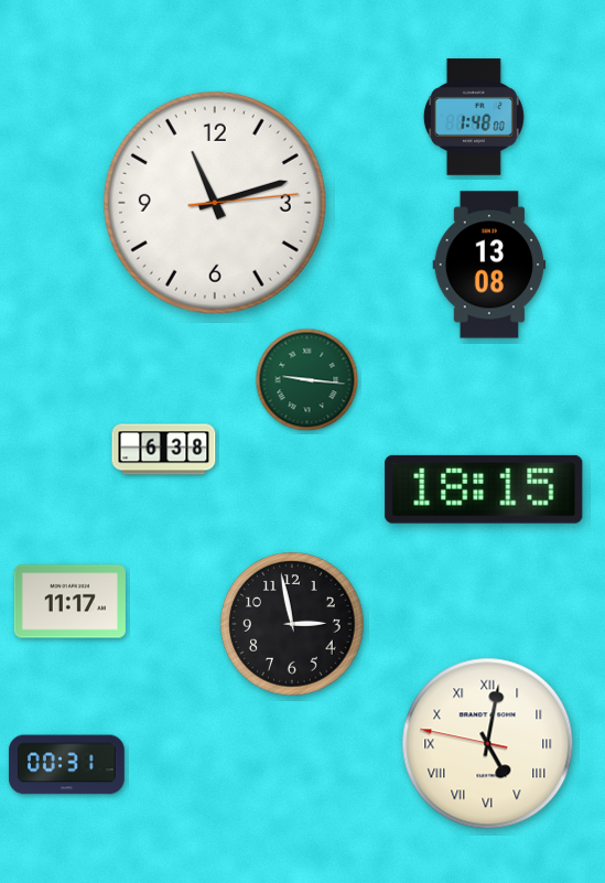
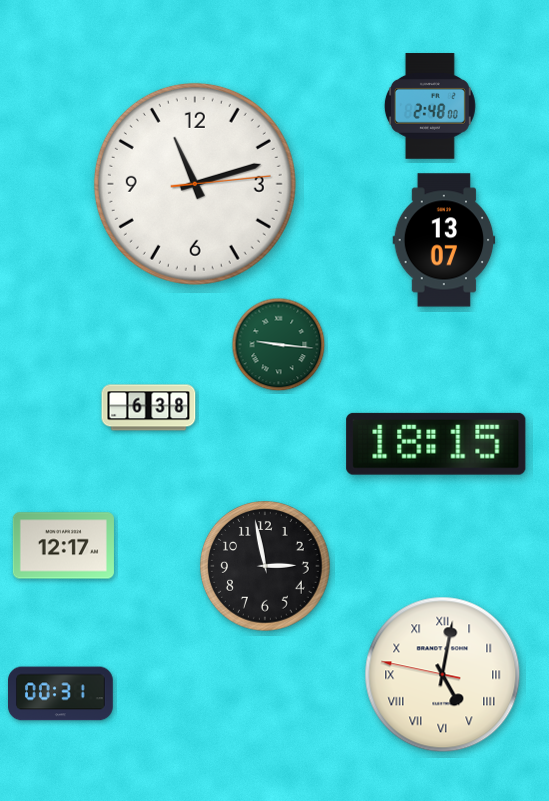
clock at (474, 117): 1:48 -> 2:48
clock at (489, 265): 13:08 -> 13:07
clock at (484, 489) position: (484, 489) -> (436, 444)
clock at (69, 602): 11:17 -> 12:17
